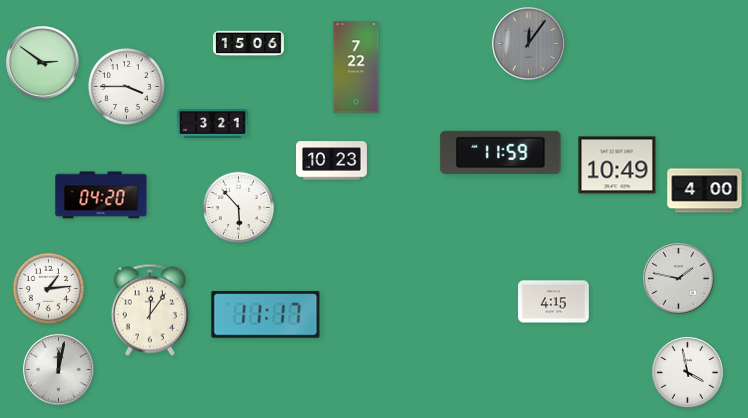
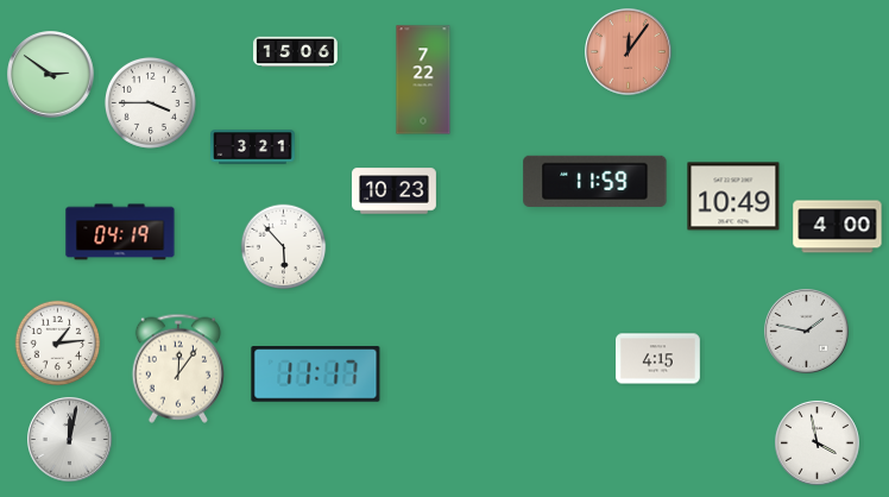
clock at (529, 44) dial: grey -> salmon
clock at (101, 195): 04:20 -> 04:19
